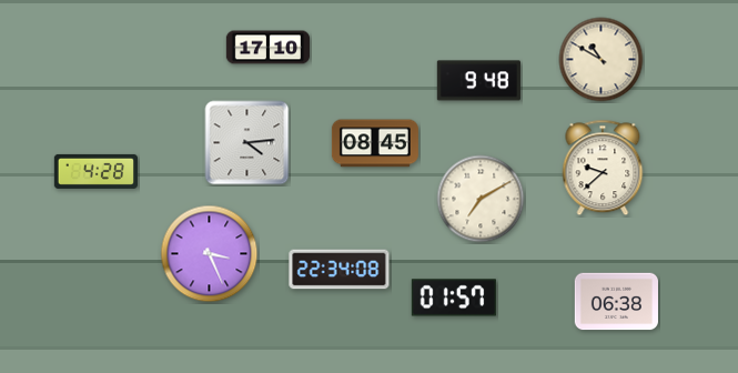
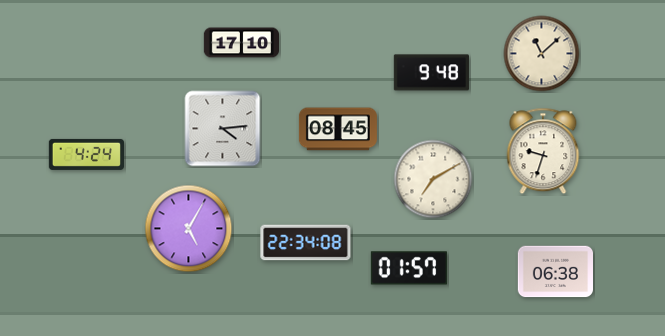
clock at (601, 60): 10:50 -> 11:08
clock at (603, 168): 9:38 -> 9:33
clock at (95, 171): 4:28 -> 4:24
clock at (210, 254): 3:26 -> 5:05
